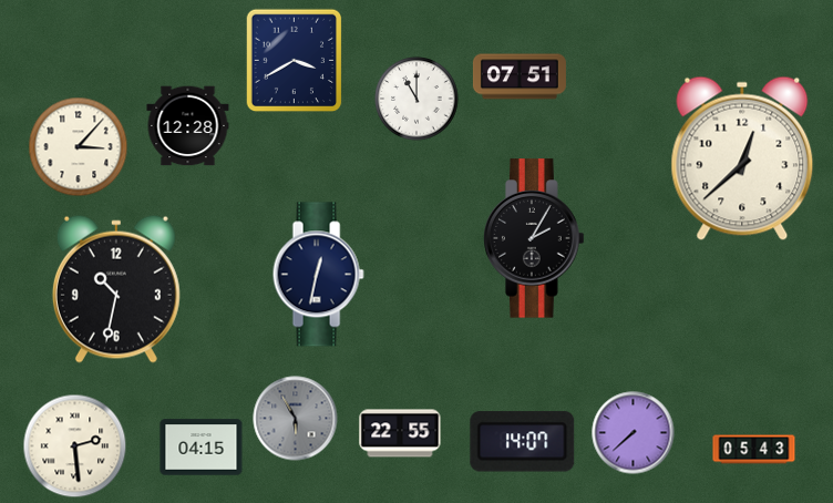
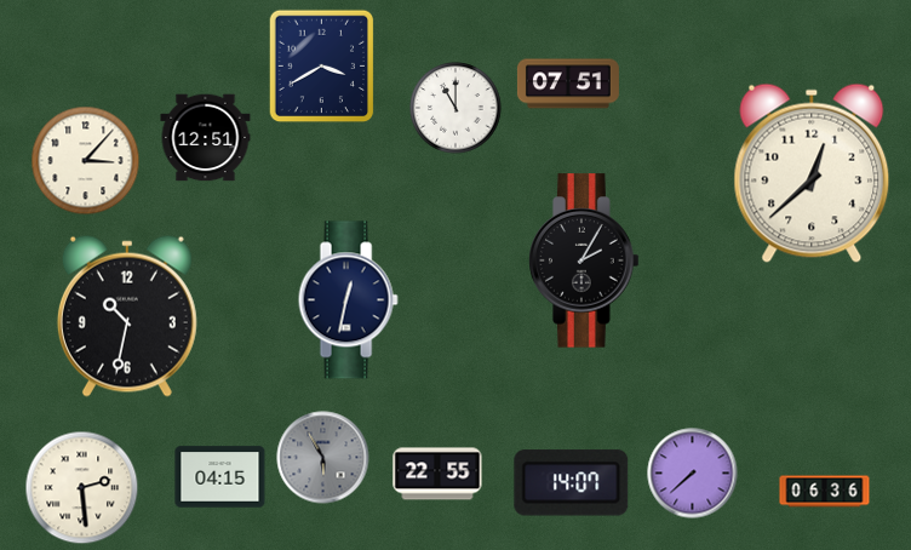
clock at (188, 126): 12:28 -> 12:51
clock at (202, 448) position: (202, 448) -> (220, 477)
clock at (754, 450): 05:43 -> 06:36
